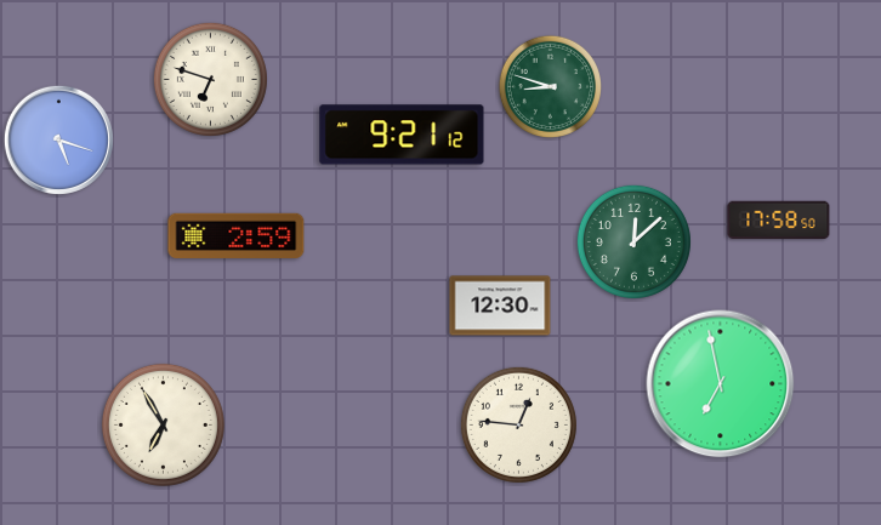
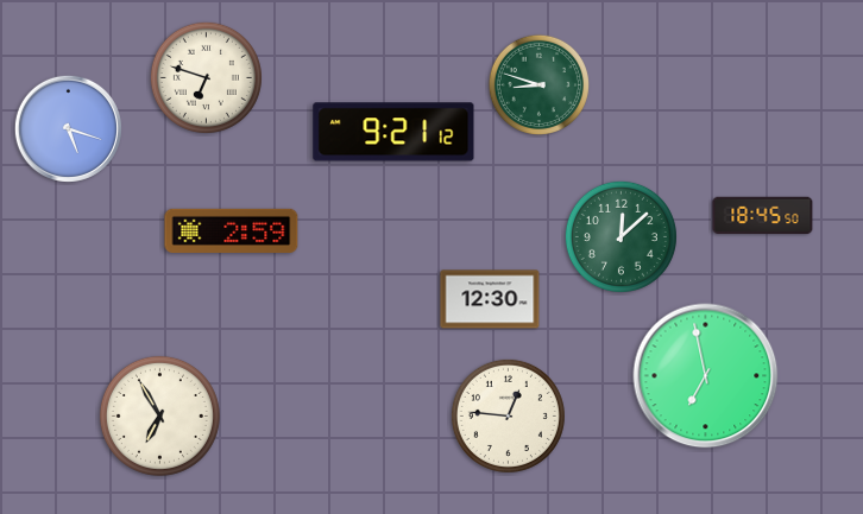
clock at (58, 139) position: (58, 139) -> (68, 128)
clock at (779, 221): 17:58 -> 18:45
